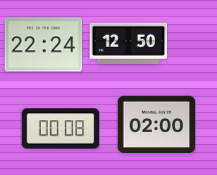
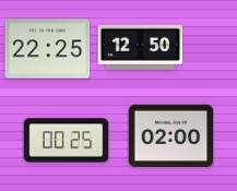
clock at (43, 45): 22:24 -> 22:25
clock at (60, 129): 00:08 -> 00:25
